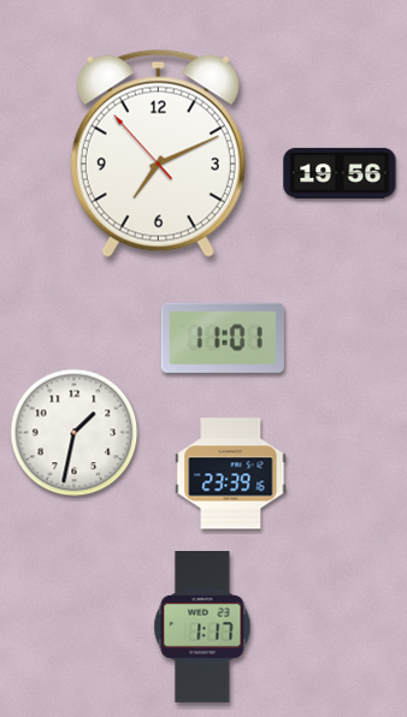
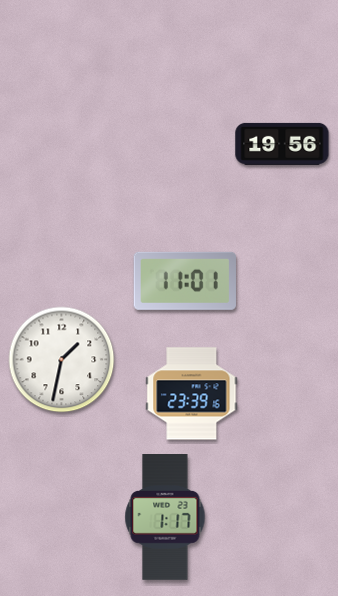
clock at (158, 153): 7:10 -> none
clock at (202, 628) position: (202, 628) -> (165, 518)
